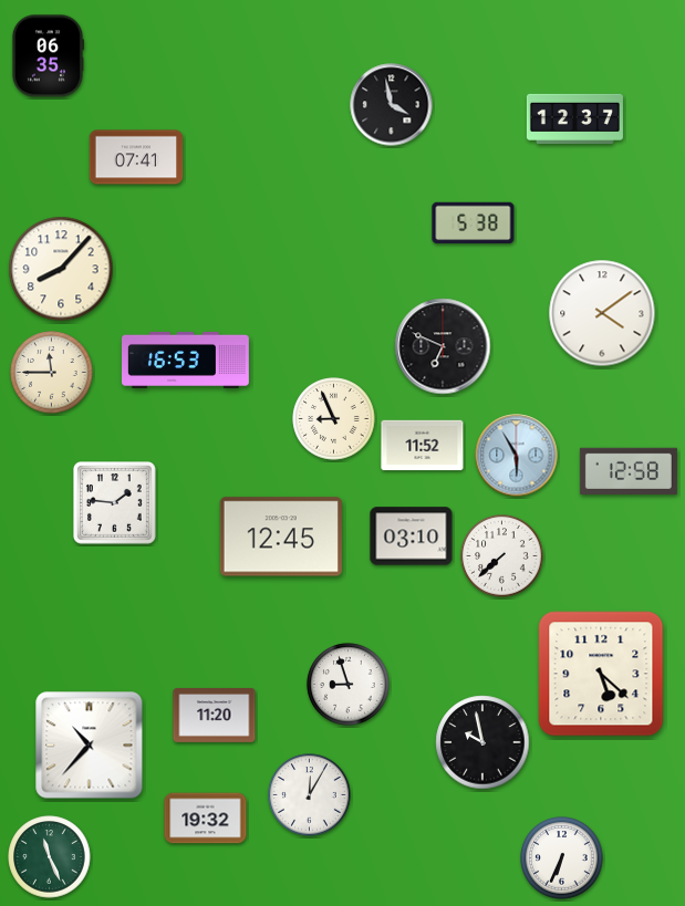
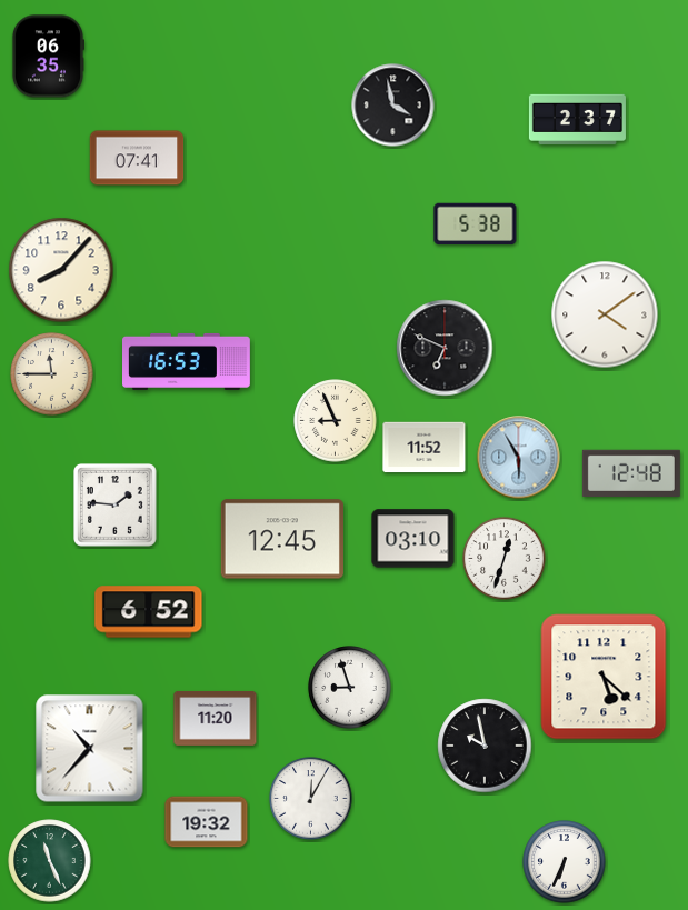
clock at (574, 118): 12:37 -> 2:37
clock at (629, 470): 12:58 -> 12:48
clock at (502, 556): 7:38 -> 12:33
clock at (149, 612): none -> 6:52
